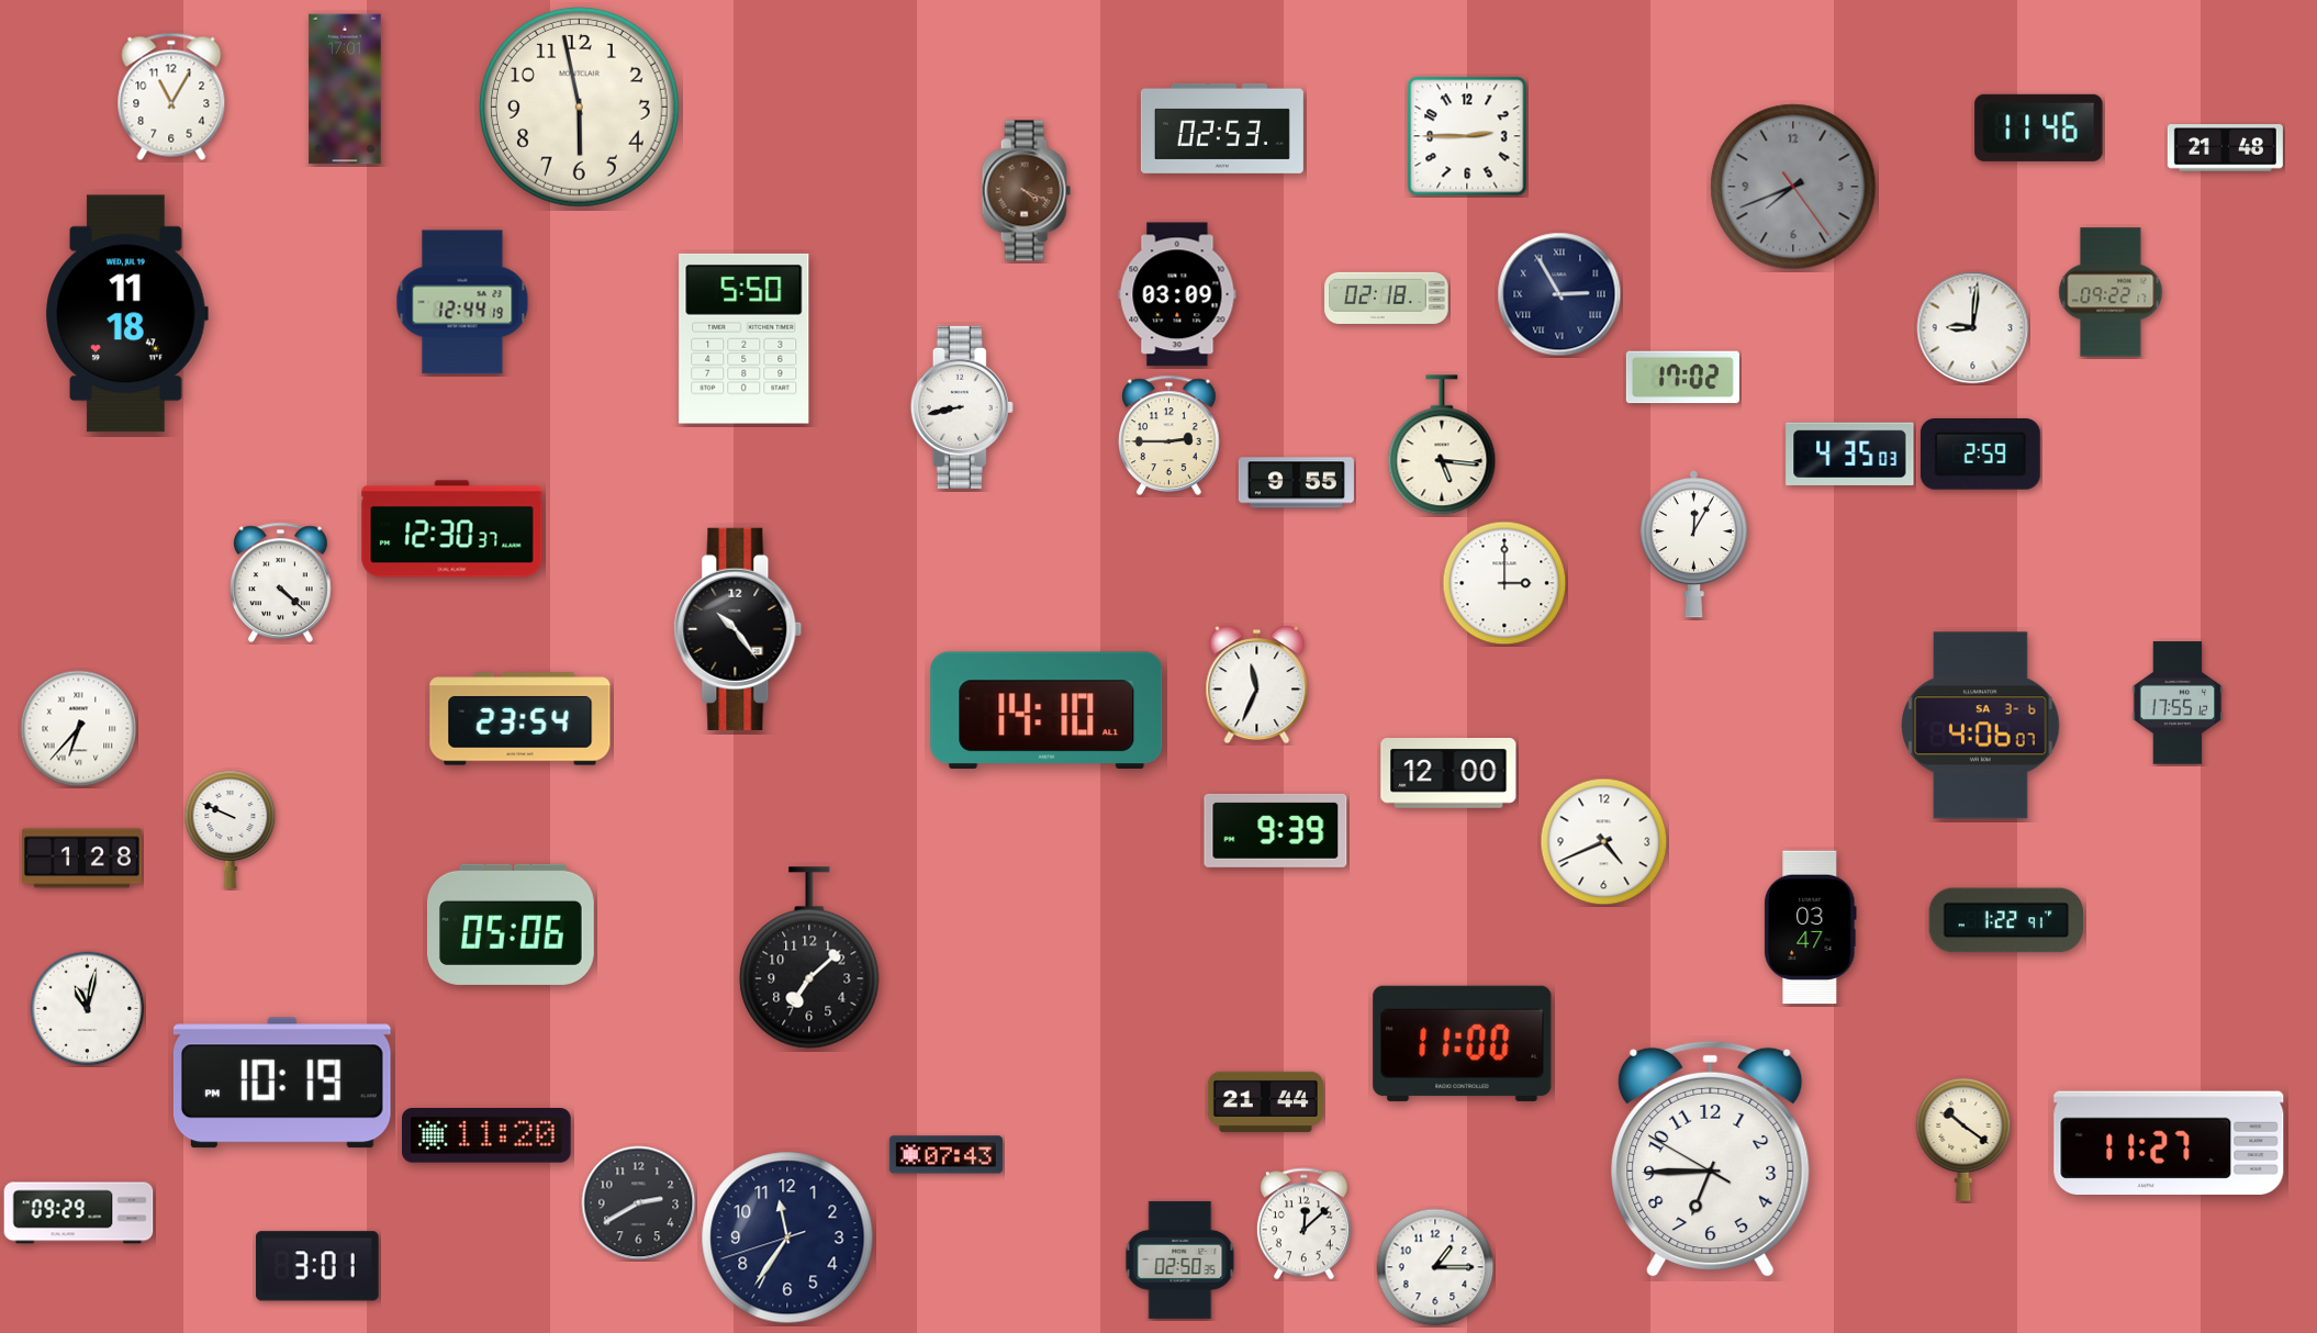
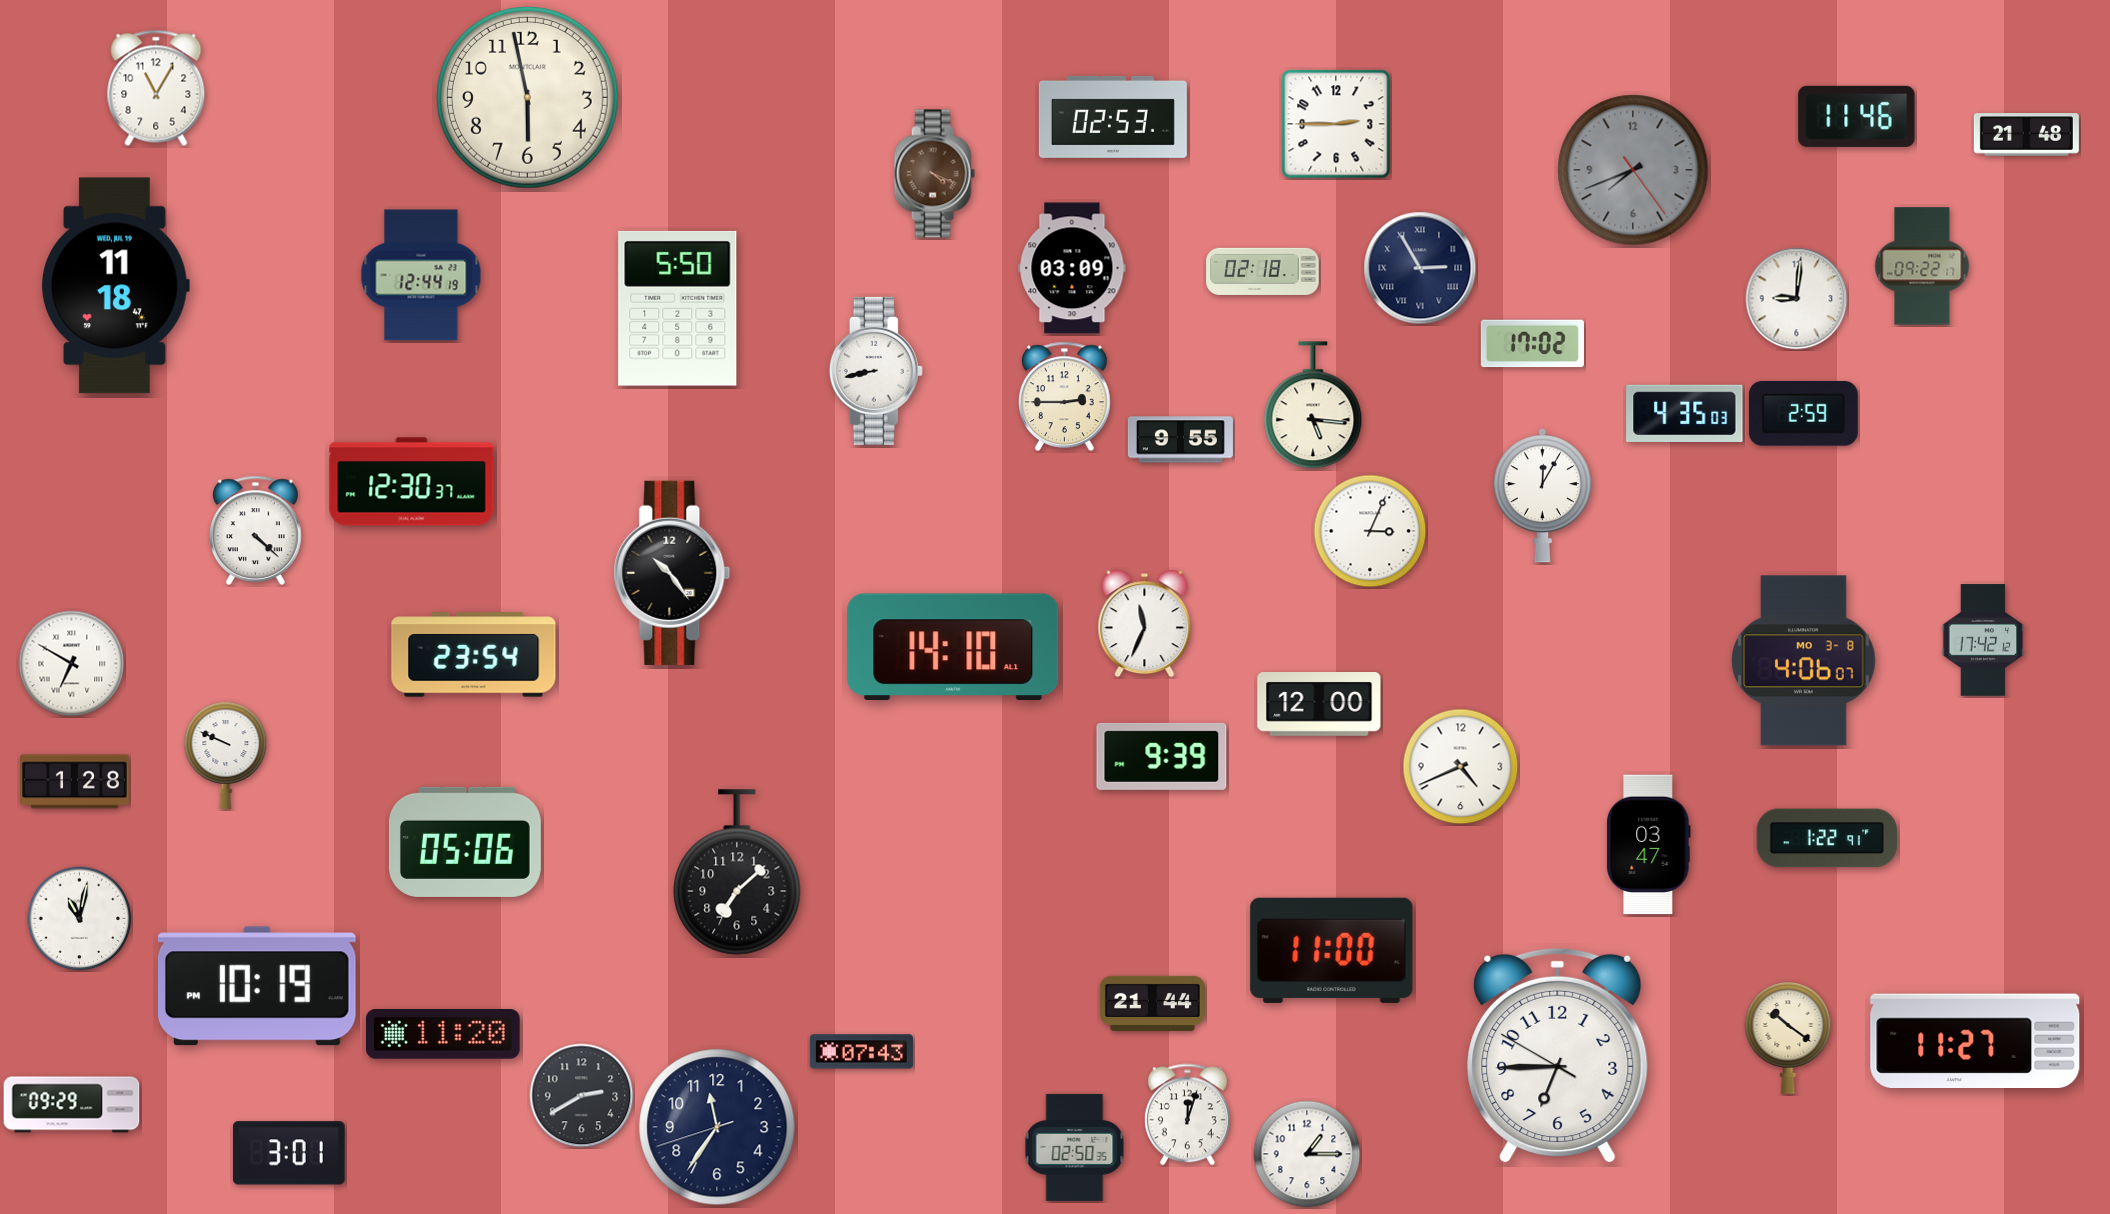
clock at (345, 89): 17:01 -> none
clock at (1504, 583): 3:00 -> 3:04
clock at (2178, 703): 17:55 -> 17:42
clock at (1981, 726) date: SA 3-6 -> MO 3-8
clock at (79, 729): 6:37 -> 6:50
clock at (231, 829) position: (231, 829) -> (226, 755)
clock at (1303, 1224): 12:08 -> 12:03
